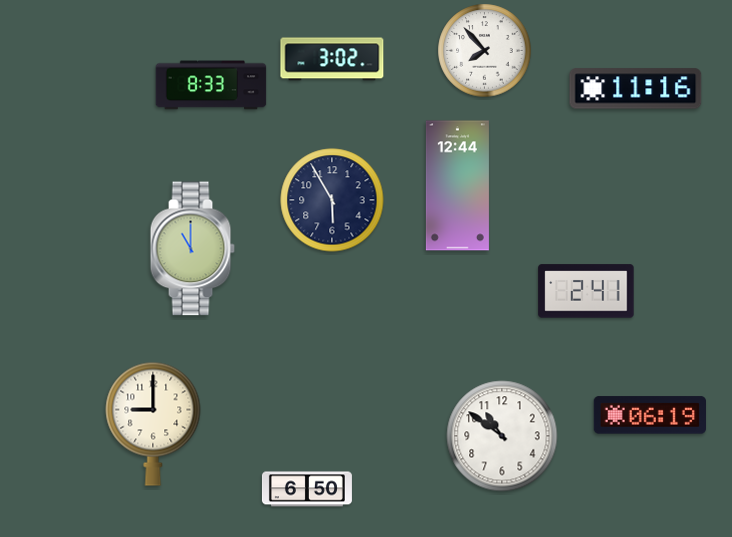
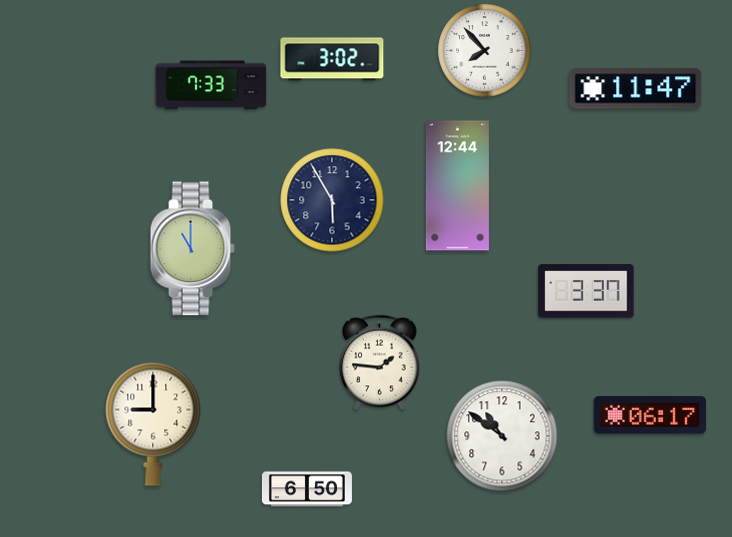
clock at (211, 85): 8:33 -> 7:33
clock at (636, 89): 11:16 -> 11:47
clock at (586, 291): 2:41 -> 3:37
clock at (380, 363): none -> 1:46
clock at (649, 415): 06:19 -> 06:17
